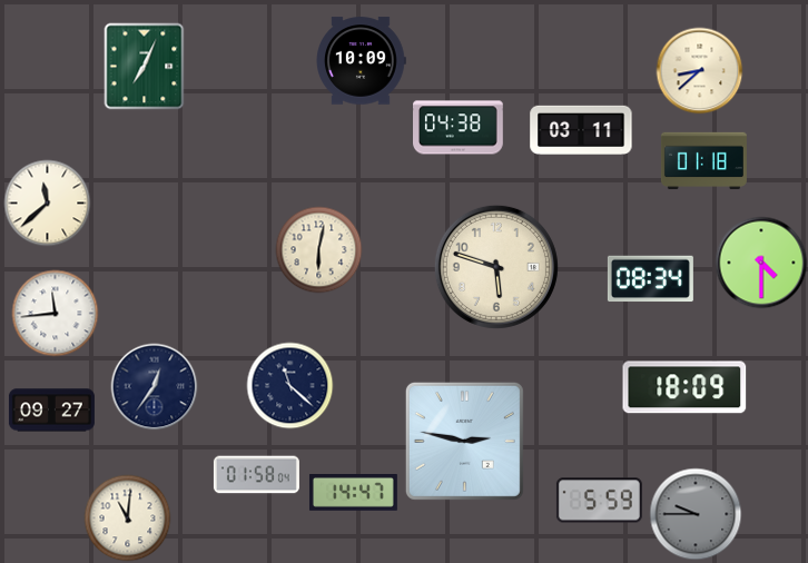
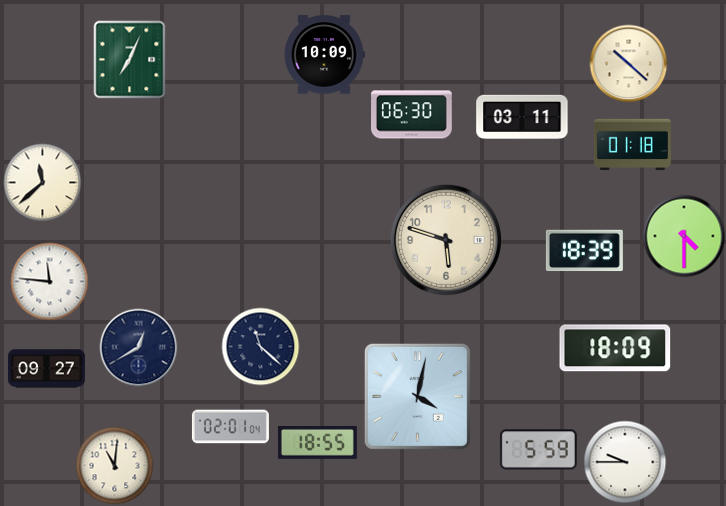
clock at (699, 70): 8:38 -> 10:22
clock at (459, 128): 04:38 -> 06:30
clock at (318, 249): 6:02 -> none
clock at (650, 279): 08:34 -> 18:39
clock at (55, 313): 11:44 -> 11:46
clock at (154, 386): 12:36 -> 12:40
clock at (464, 441): 2:47 -> 4:02
clock at (256, 475): 01:58 -> 02:01
clock at (353, 493): 14:47 -> 18:55
clock at (696, 514) dial: grey -> white
